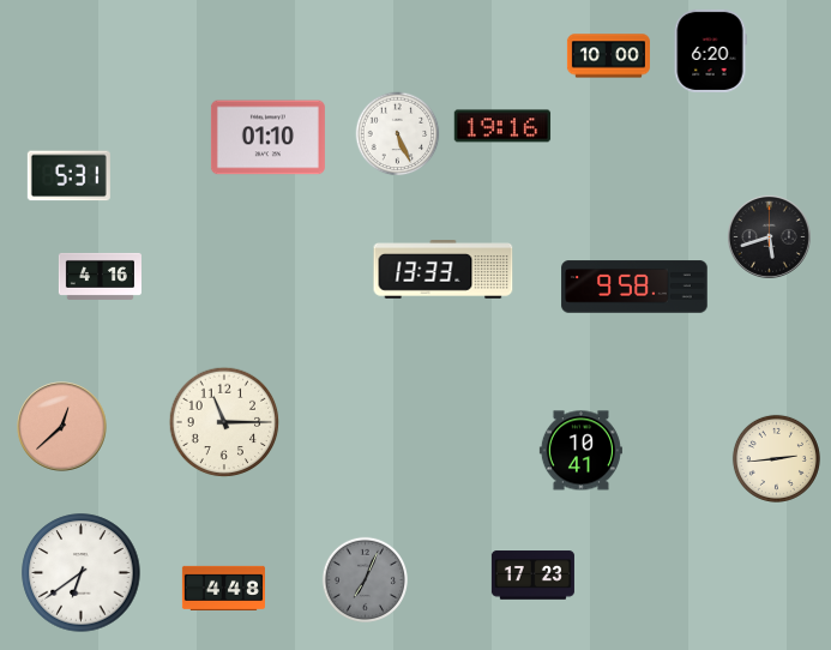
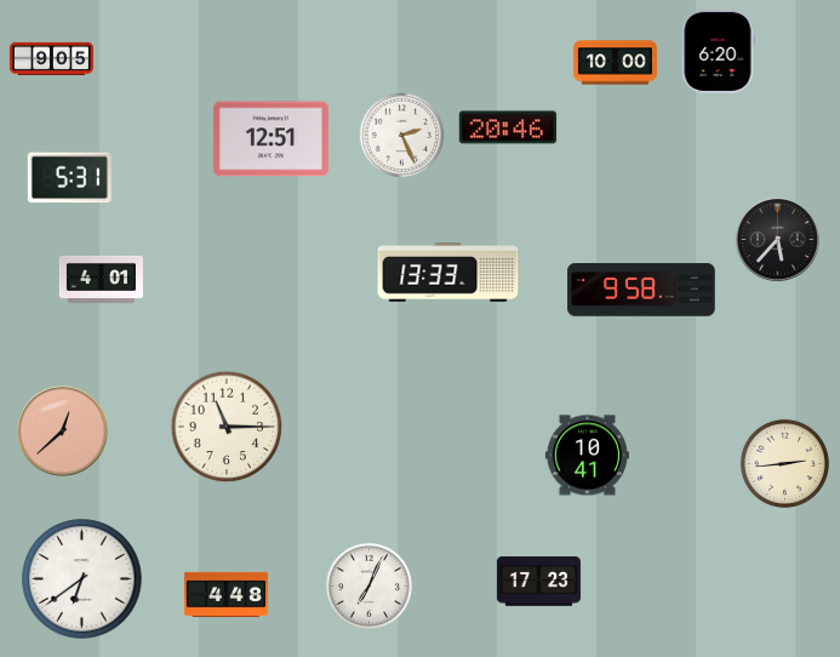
clock at (608, 56) position: (608, 56) -> (615, 63)
clock at (51, 58): none -> 9:05
clock at (502, 126): 19:16 -> 20:46
clock at (398, 134): 5:26 -> 2:26
clock at (267, 138): 01:10 -> 12:51
clock at (769, 236): 5:42 -> 5:37
clock at (100, 276): 4:16 -> 4:01
clock at (366, 580) dial: grey -> white
